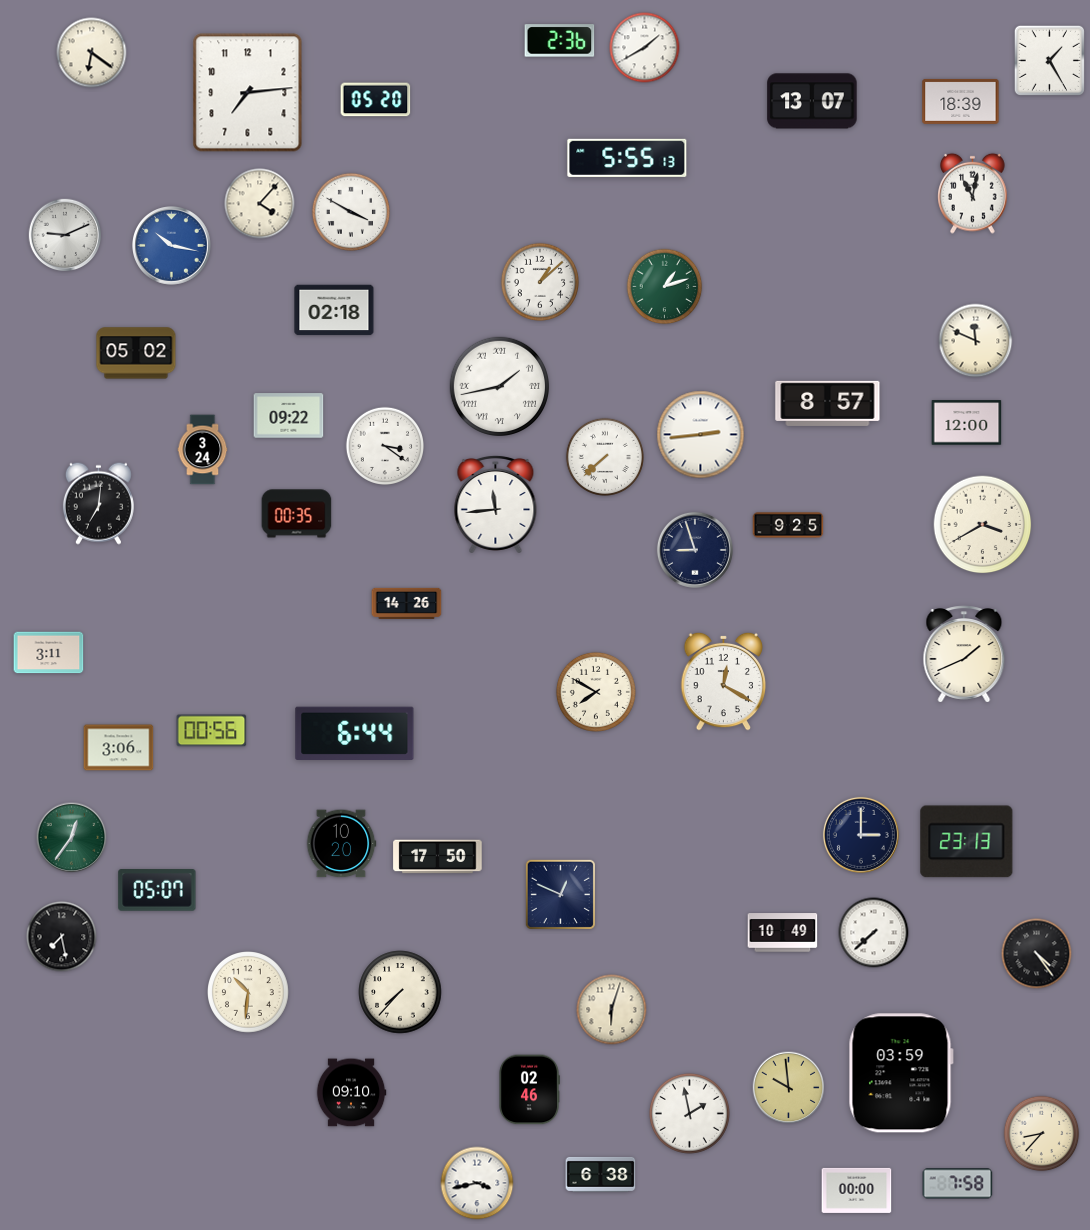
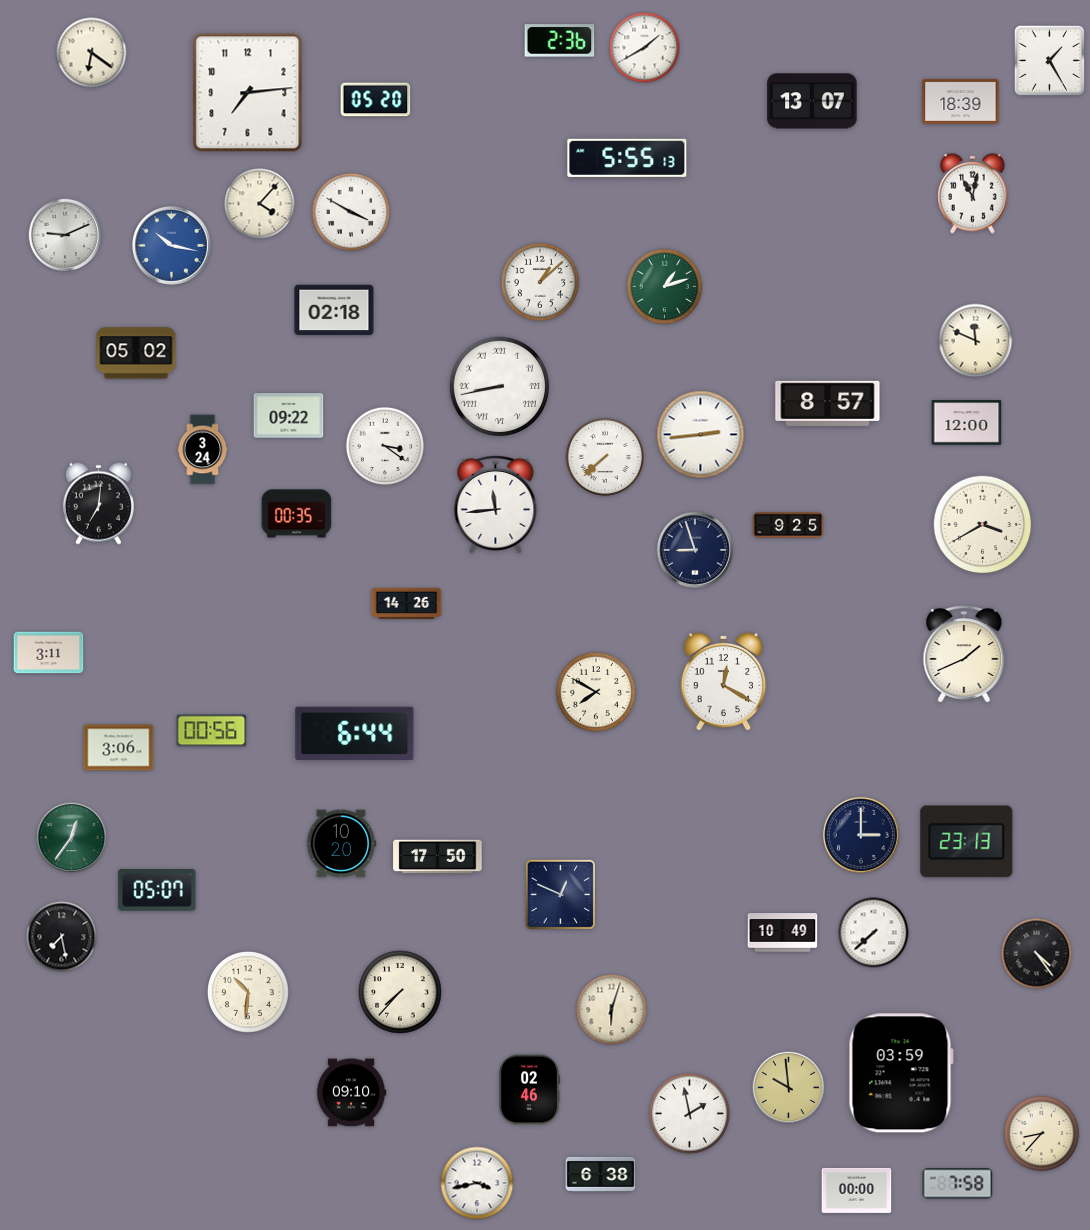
clock at (499, 386): 1:43 -> 8:43
